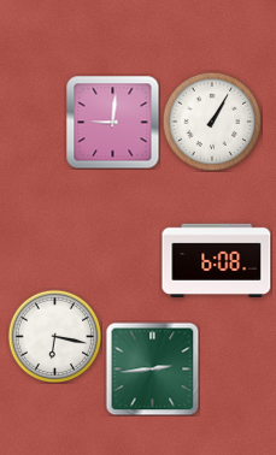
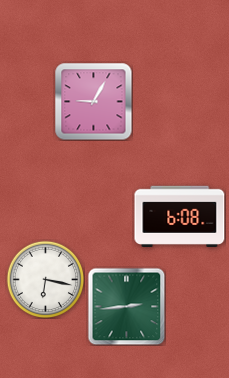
clock at (112, 122): 9:01 -> 9:05
clock at (212, 122): 1:05 -> none
